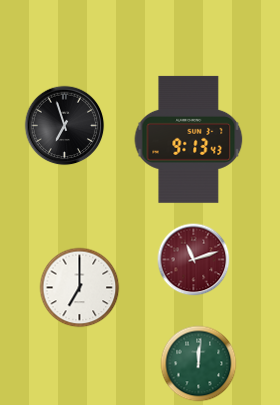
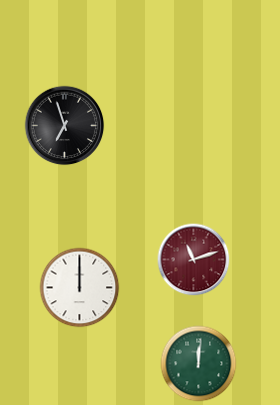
clock at (189, 139): 9:13 -> none
clock at (80, 288): 7:00 -> 12:00
